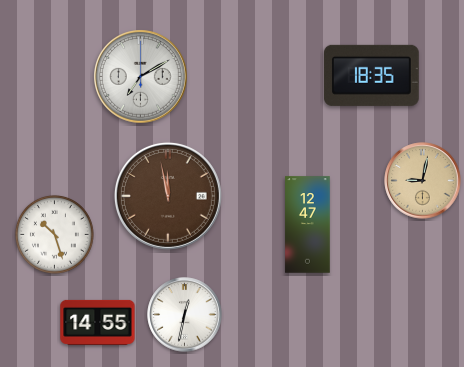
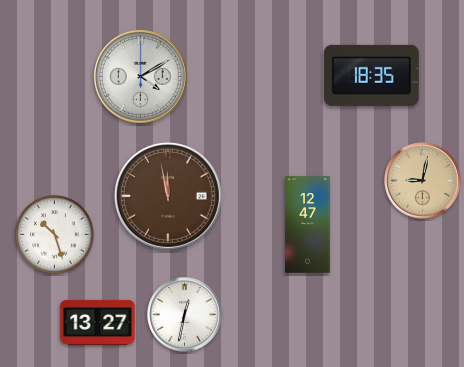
clock at (141, 77): 7:10 -> 4:10
clock at (98, 322): 14:55 -> 13:27
